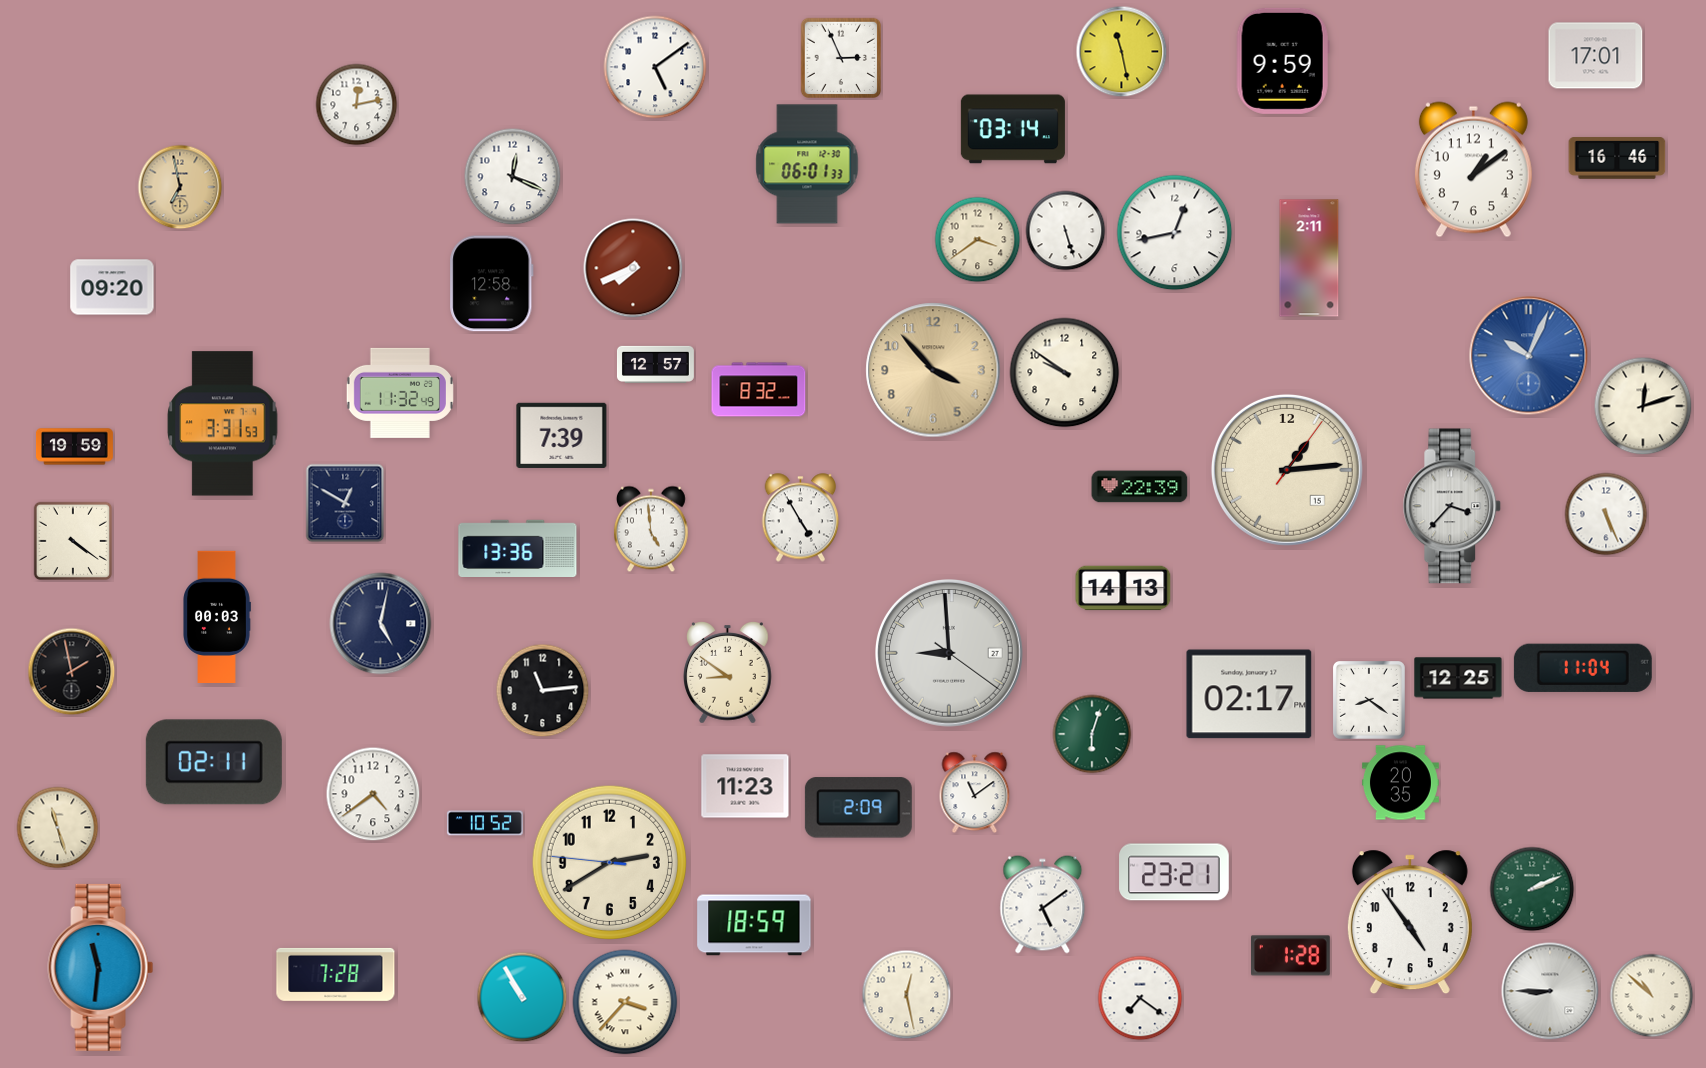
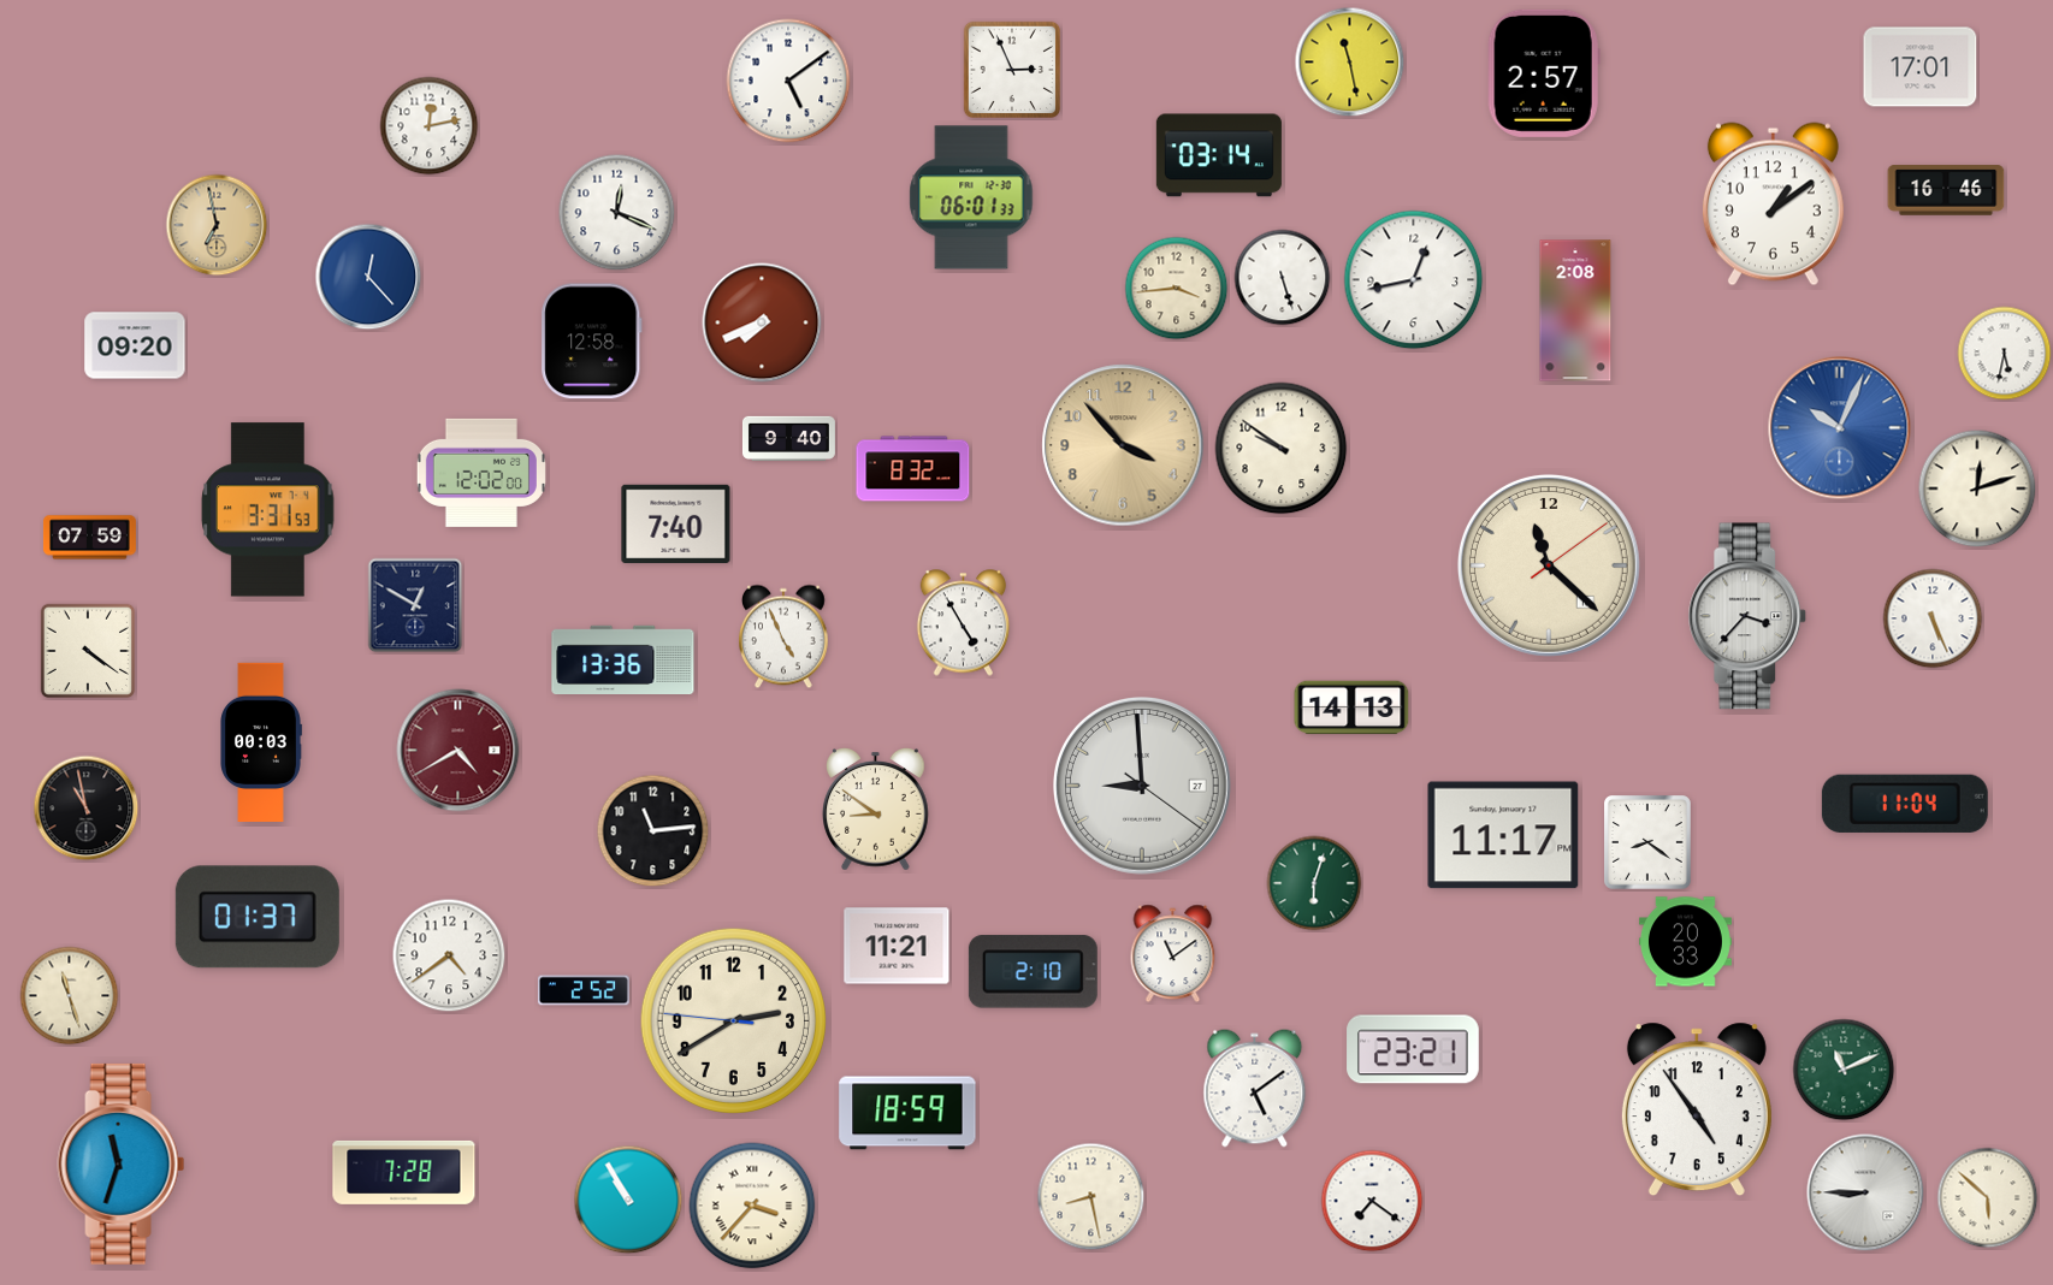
clock at (1283, 61): 9:59 -> 2:57
clock at (368, 277): none -> 12:23
clock at (978, 240): 3:39 -> 3:44
clock at (1309, 258): 2:11 -> 2:08
clock at (2005, 354): none -> 5:32
clock at (655, 364): 12:57 -> 9:40
clock at (400, 393): 11:32 -> 12:02
clock at (562, 435): 7:39 -> 7:40
clock at (74, 447): 19:59 -> 07:59
clock at (1287, 470): 1:14 -> 11:22
clock at (1140, 487): 22:39 -> none
clock at (1452, 506) position: (1452, 506) -> (1747, 616)
clock at (651, 529): 4:59 -> 4:56
clock at (381, 624): 5:02 -> 4:40
clock at (381, 624) dial: navy -> burgundy
clock at (72, 672): 1:58 -> 10:58
clock at (1458, 678): 12:25 -> none
clock at (1249, 694): 02:17 -> 11:17
clock at (214, 762): 02:11 -> 01:37
clock at (1400, 783): 20:35 -> 20:33
clock at (745, 786): 11:23 -> 11:21
clock at (858, 808): 2:09 -> 2:10
clock at (485, 823): 10:52 -> 2:52
clock at (609, 862) position: (609, 862) -> (733, 1020)
clock at (1532, 889): 2:11 -> 11:11
clock at (1291, 956): 1:28 -> none
clock at (101, 967): 11:31 -> 11:33
clock at (907, 995): 12:28 -> 8:28
clock at (1652, 996): 10:52 -> 5:52
